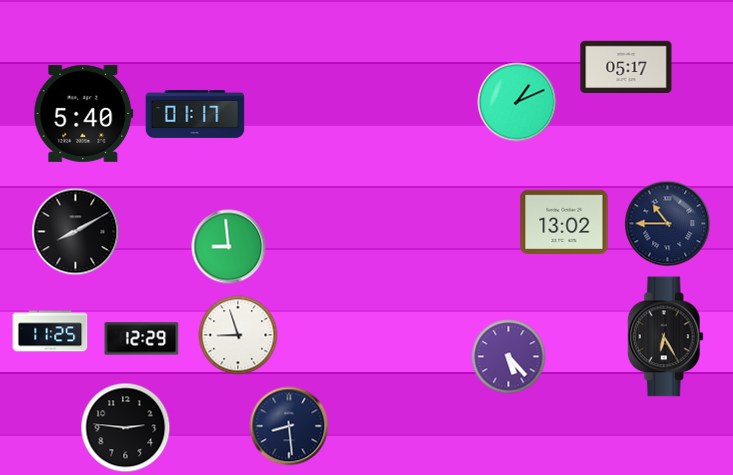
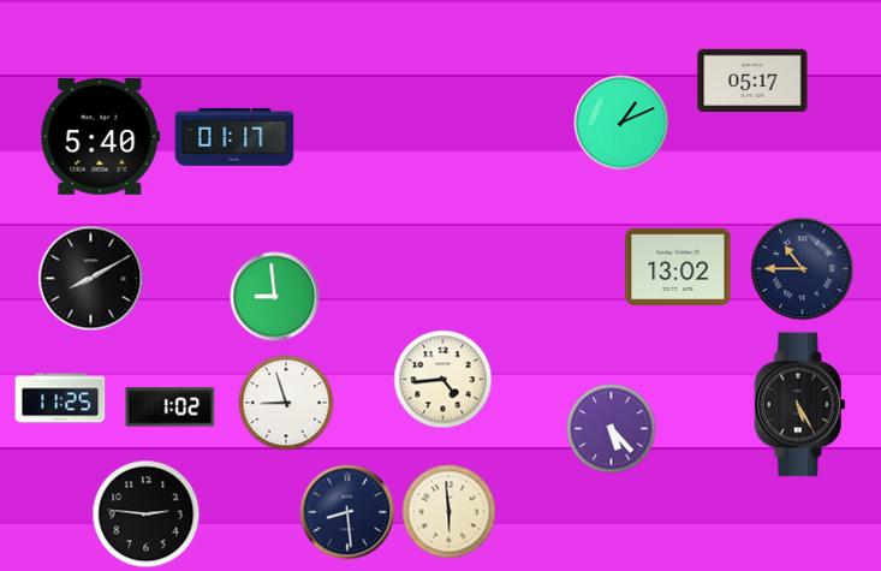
clock at (444, 380): none -> 4:44
clock at (665, 337): 6:25 -> 5:25
clock at (142, 339): 12:29 -> 1:02
clock at (450, 512): none -> 5:59
clock at (126, 428) position: (126, 428) -> (147, 515)
